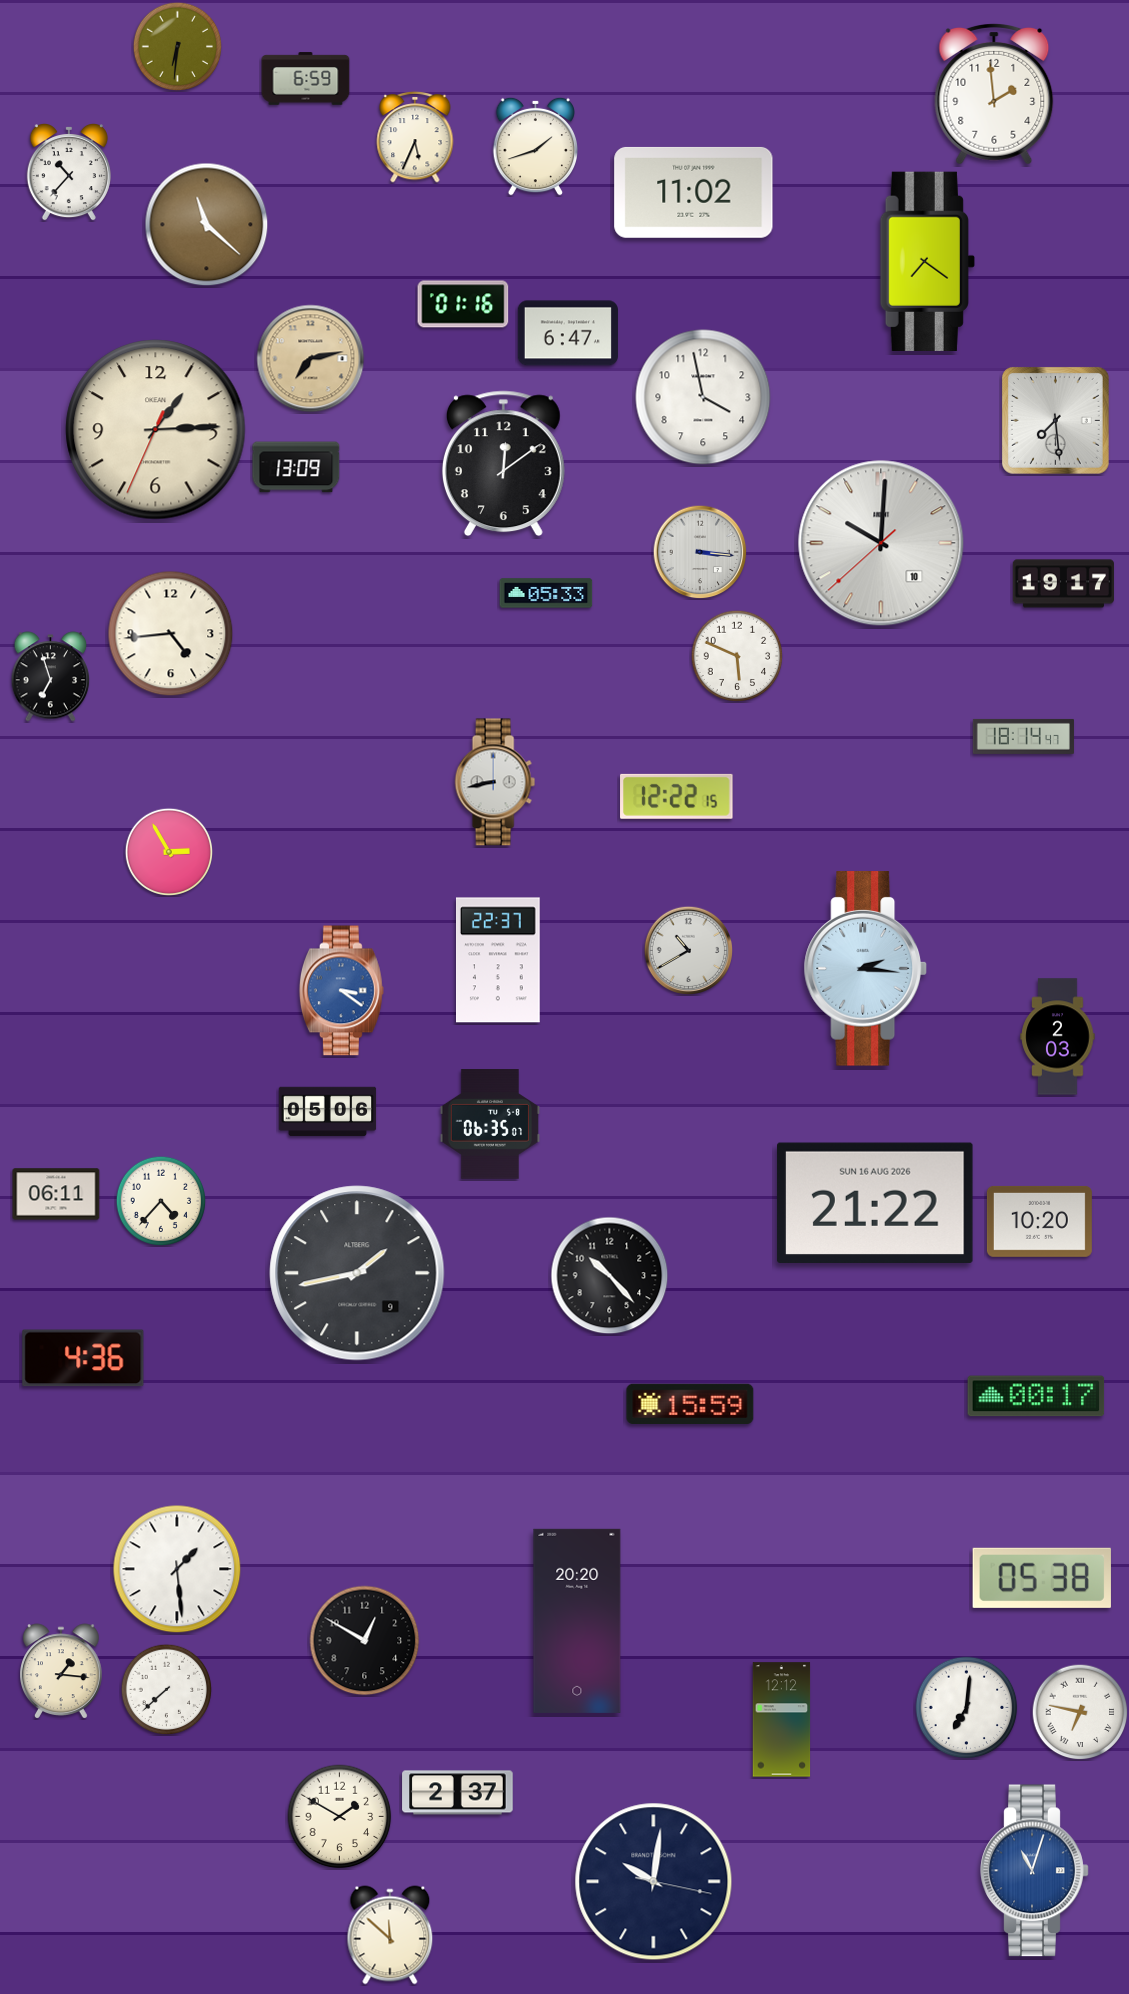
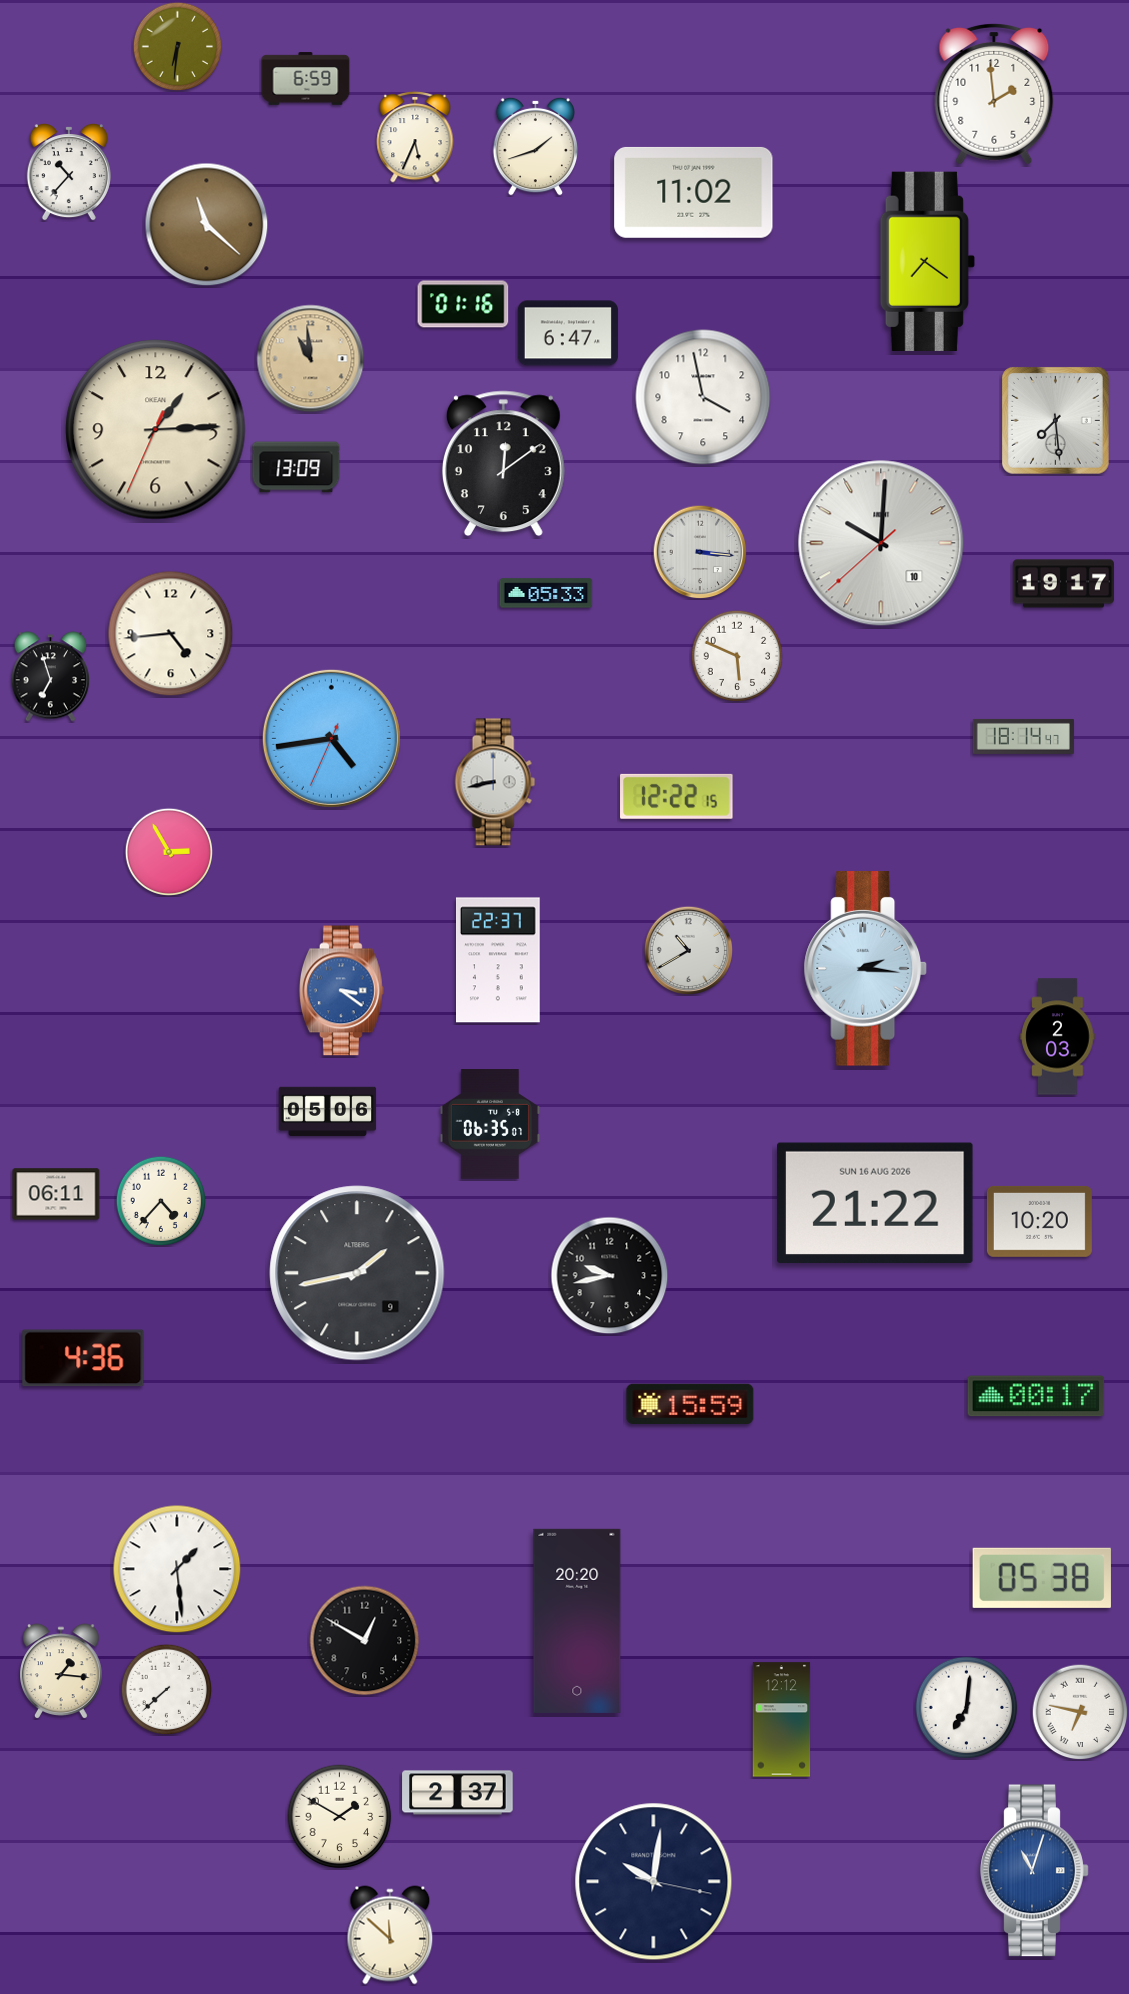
clock at (311, 359): 7:13 -> 10:59
clock at (331, 738): none -> 4:43
clock at (610, 1276): 10:23 -> 9:43
